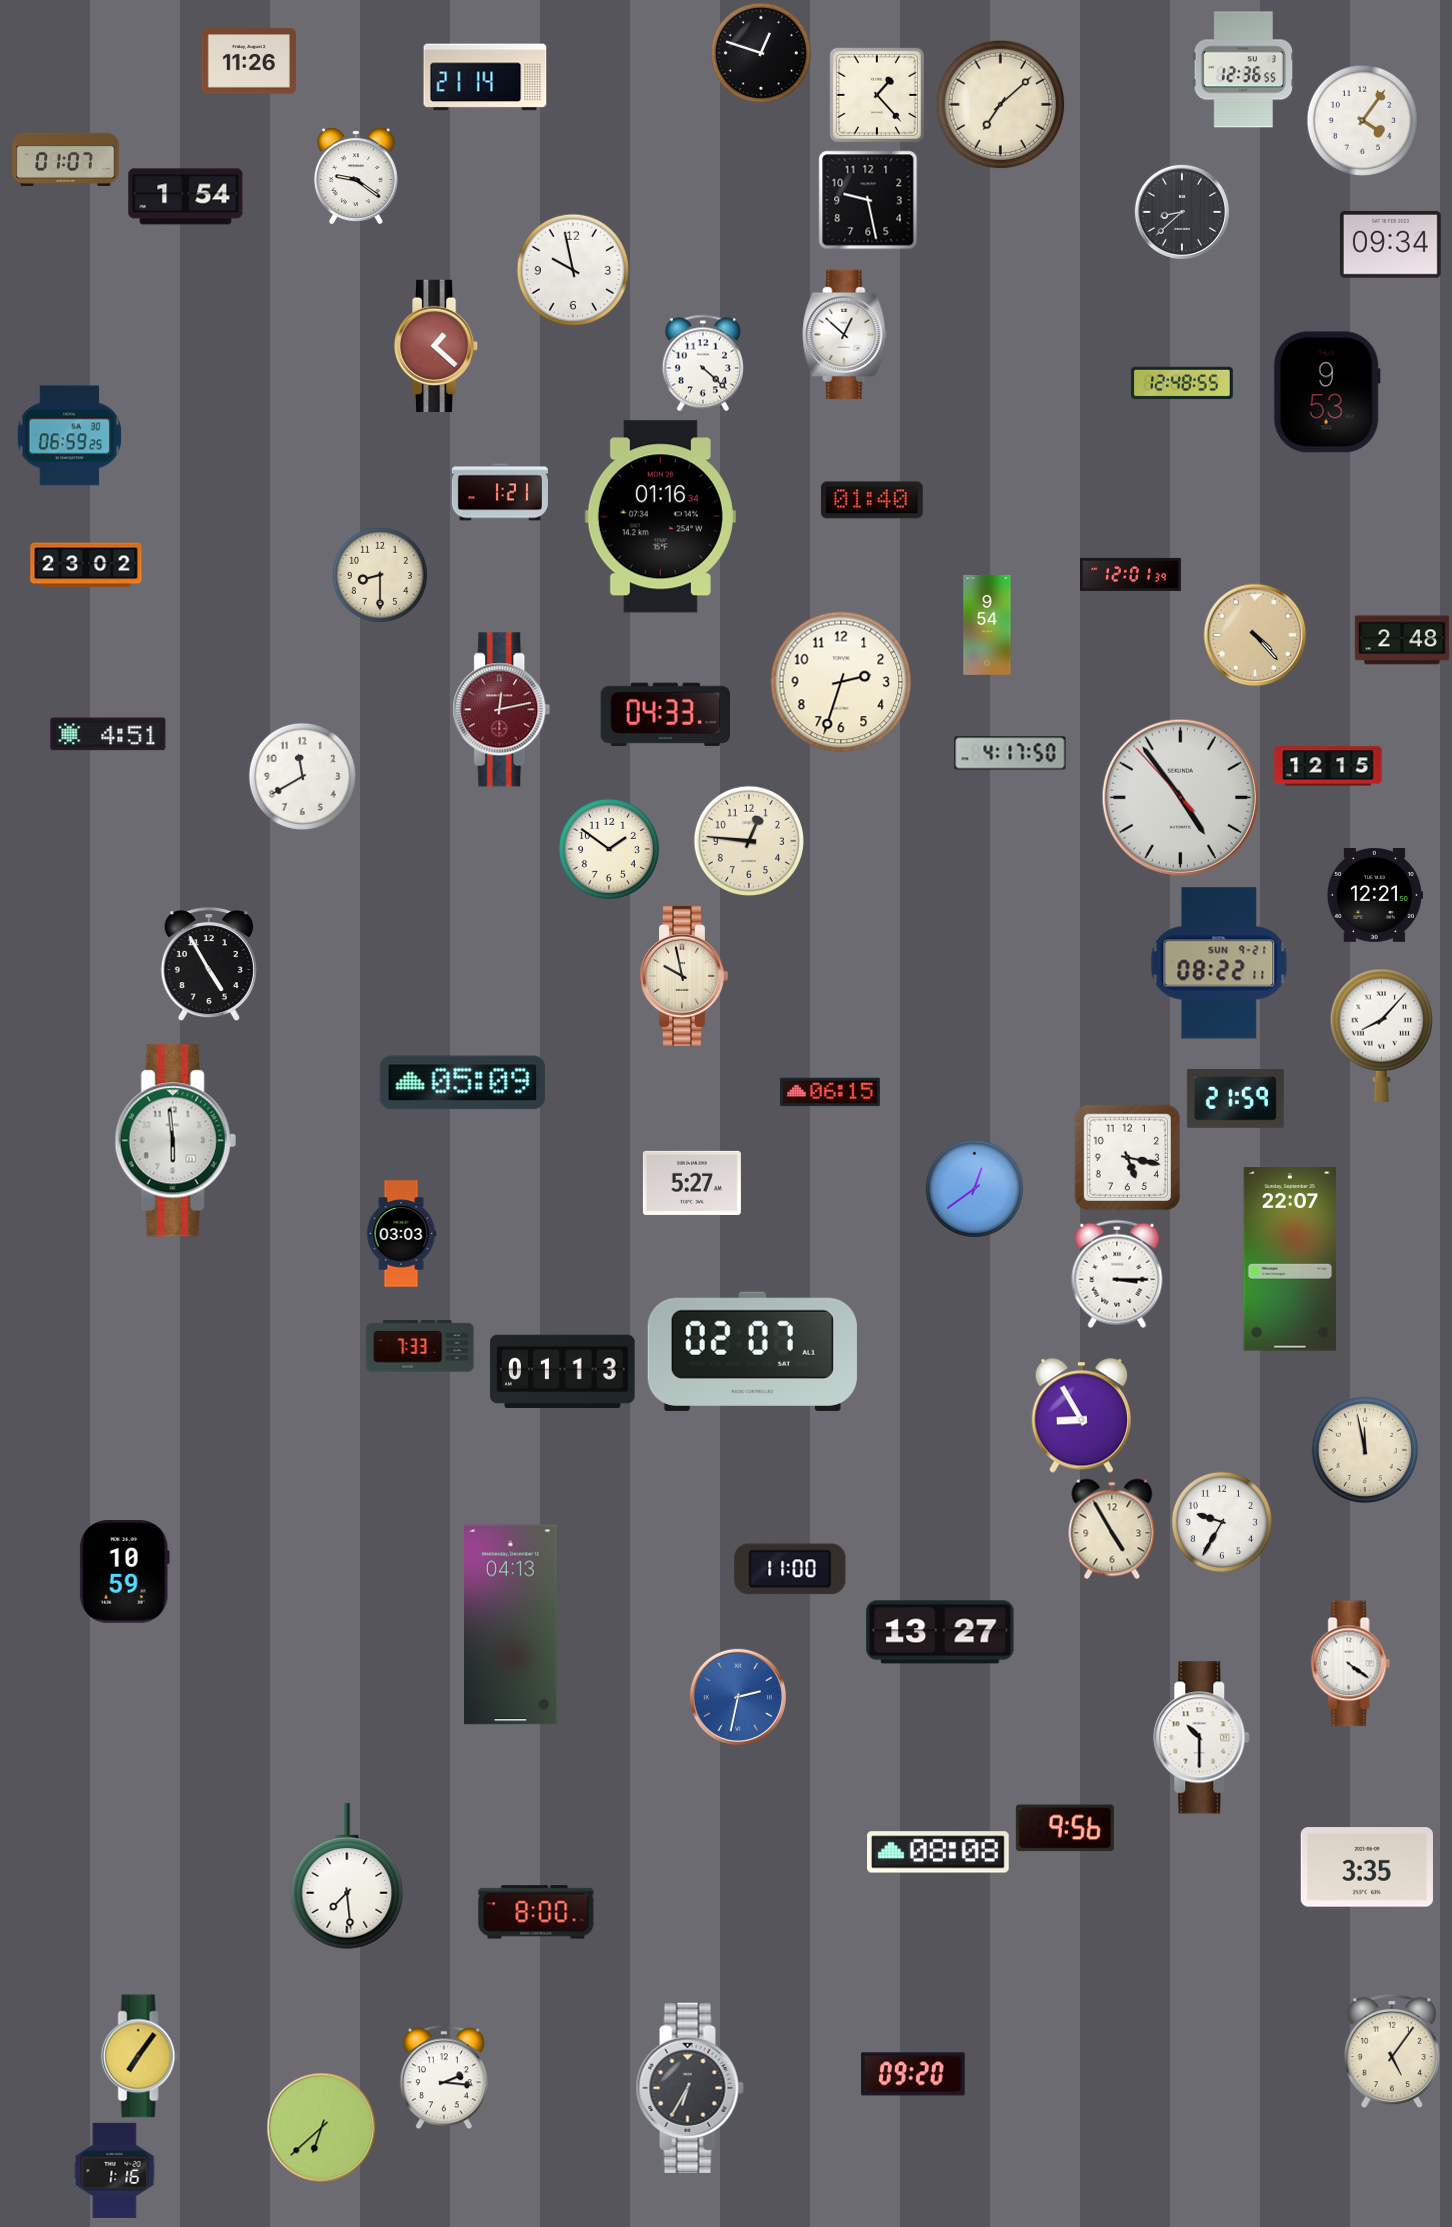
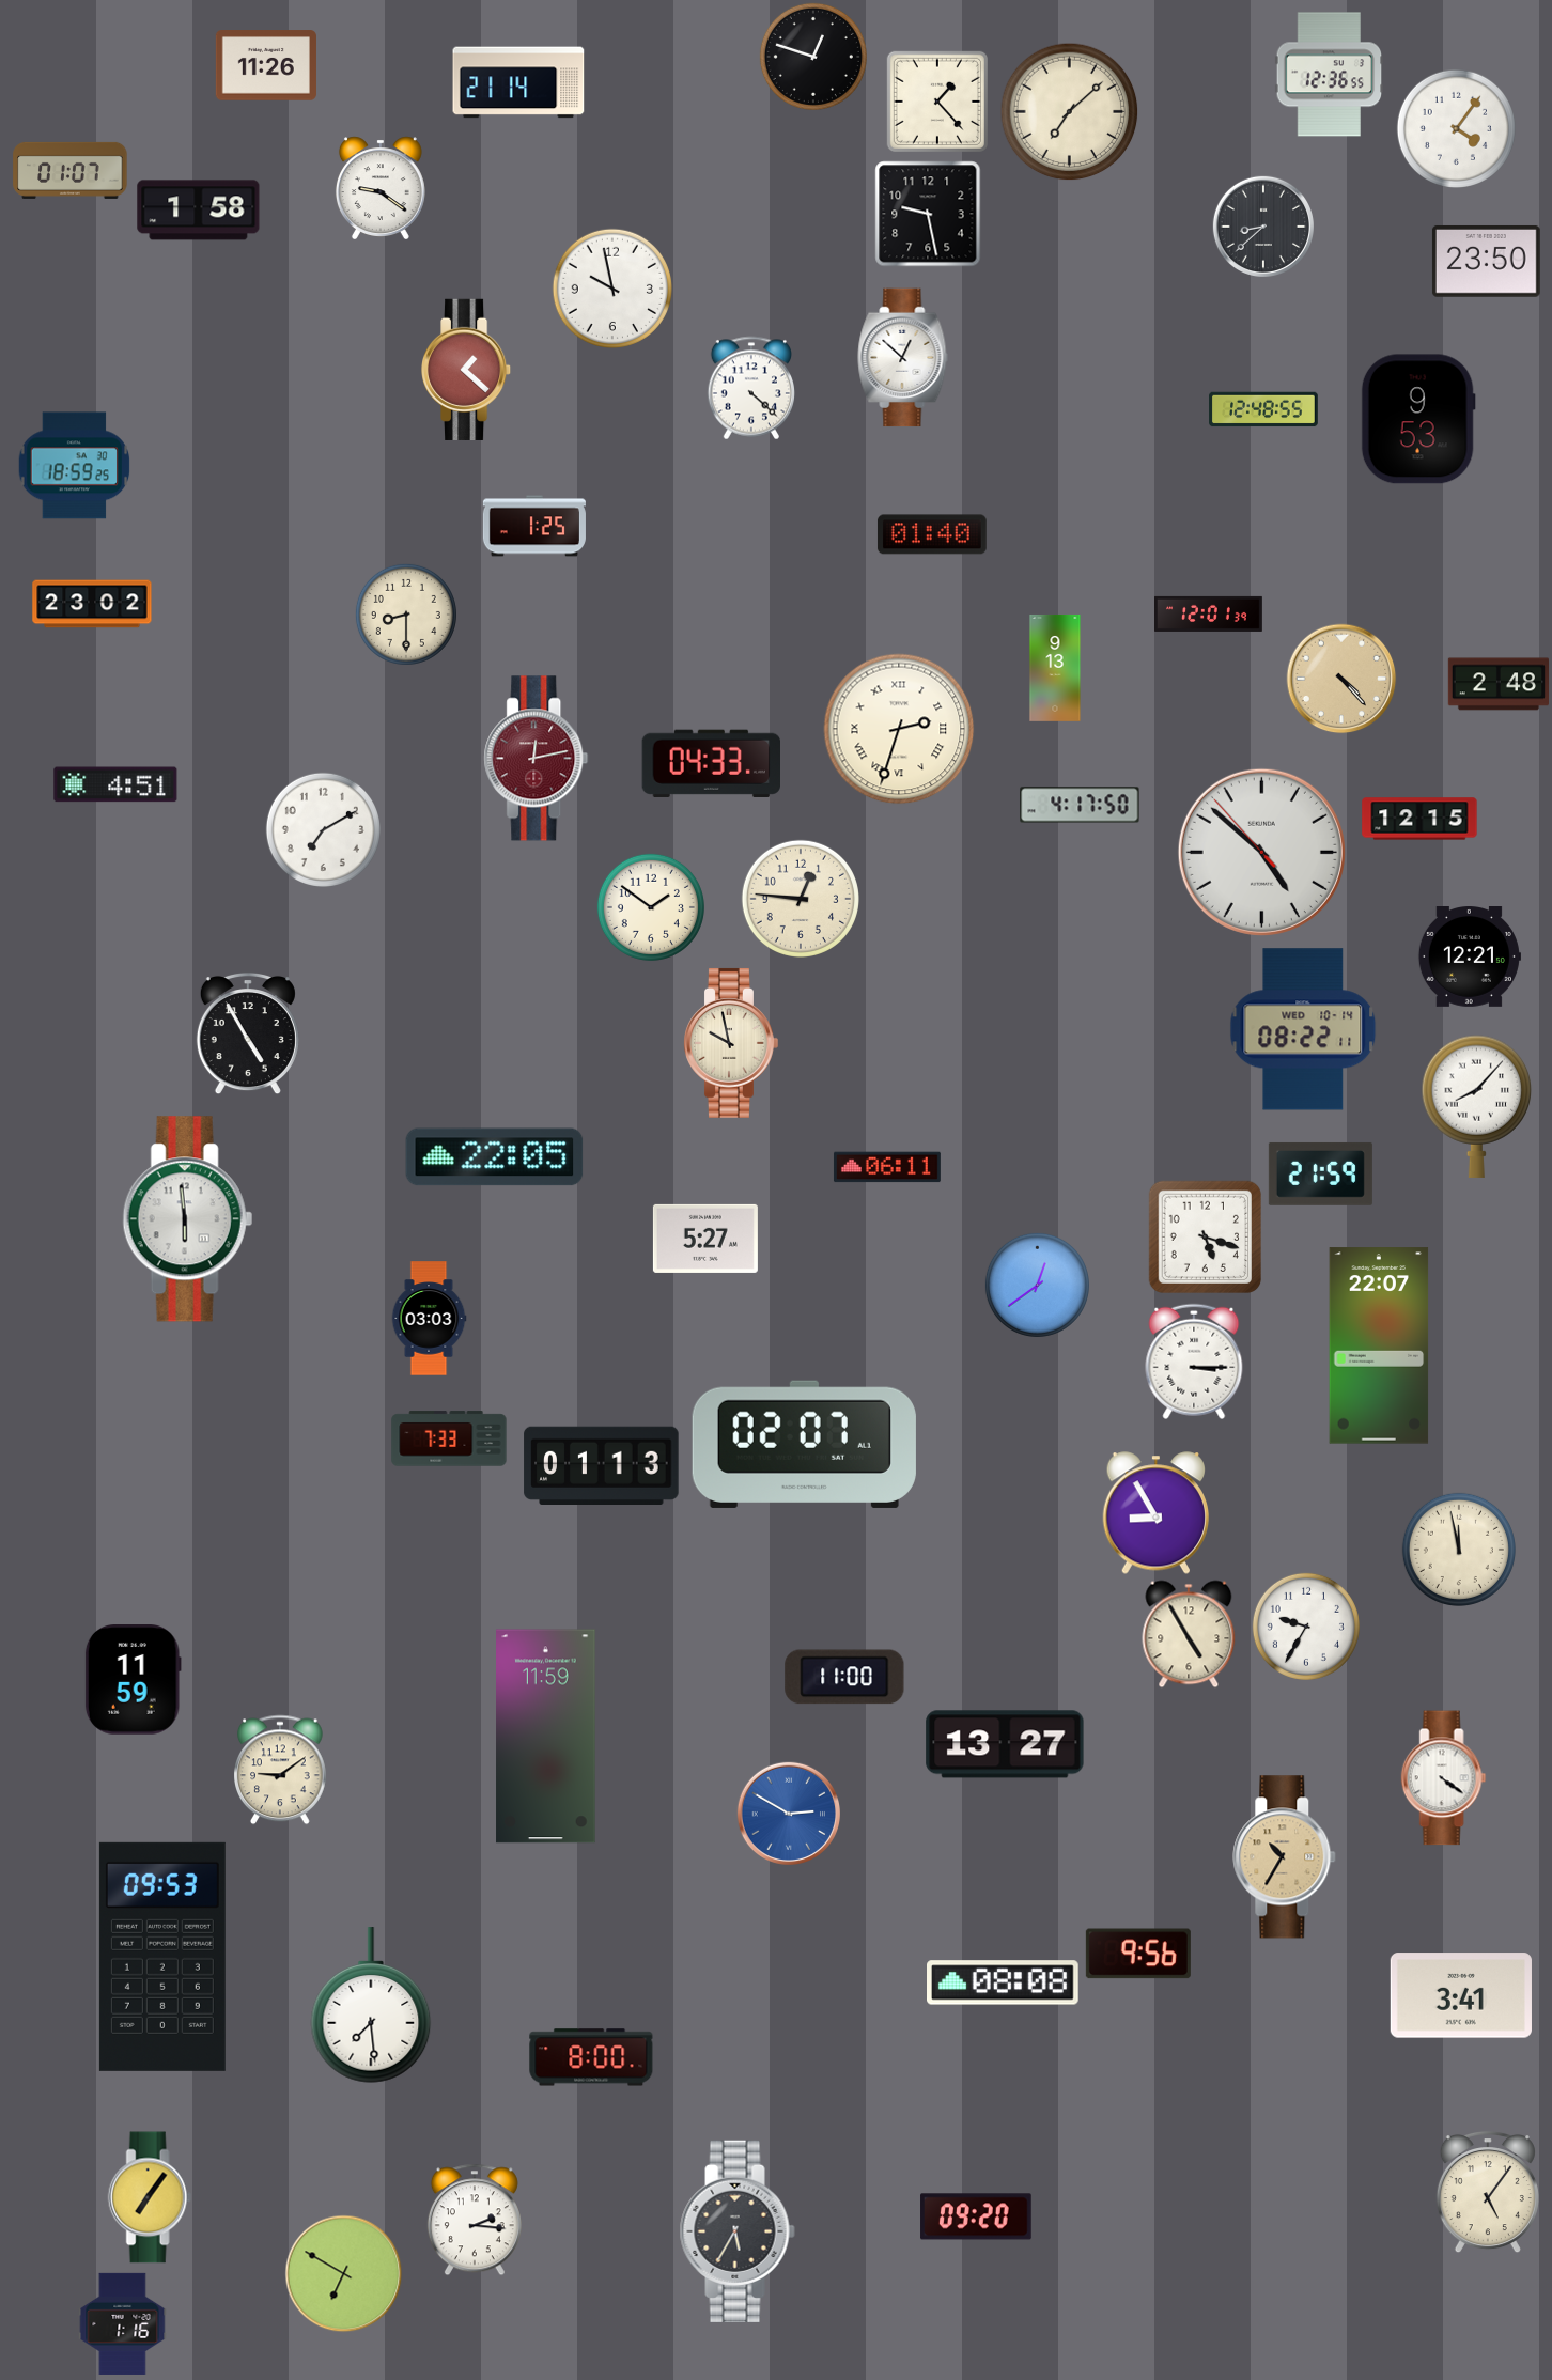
clock at (186, 197): 1:54 -> 1:58
clock at (1390, 245): 09:34 -> 23:50
clock at (70, 436): 06:59 -> 18:59
clock at (500, 492): 1:21 -> 1:25
clock at (660, 517): 01:16 -> none
clock at (987, 625): 9:54 -> 9:13
clock at (841, 682) numerals: Arabic -> Roman
clock at (302, 776): 11:40 -> 7:10
clock at (1180, 797): 4:53 -> 4:51
clock at (1219, 963) date: SUN 9-21 -> WED 10-14
clock at (209, 964) position: (209, 964) -> (248, 1033)
clock at (463, 1083): 05:09 -> 22:05
clock at (830, 1092): 06:15 -> 06:11
clock at (1127, 1157): 5:17 -> 5:18
clock at (692, 1183) position: (692, 1183) -> (705, 1239)
clock at (974, 1188) position: (974, 1188) -> (1037, 1285)
clock at (124, 1572): 10:59 -> 11:59
clock at (511, 1625): 04:13 -> 11:59
clock at (281, 1770): none -> 9:09
clock at (737, 1696): 2:32 -> 2:50
clock at (1202, 1738): 10:30 -> 10:35
clock at (1202, 1738) dial: white -> champagne
clock at (162, 1957): none -> 09:53
clock at (939, 1852) position: (939, 1852) -> (1004, 1982)
clock at (1367, 1867): 3:35 -> 3:41
clock at (536, 1912) position: (536, 1912) -> (591, 2057)
clock at (690, 2088): 6:35 -> 5:35
clock at (322, 2128): 6:38 -> 6:50
clock at (115, 2170) position: (115, 2170) -> (123, 2323)
